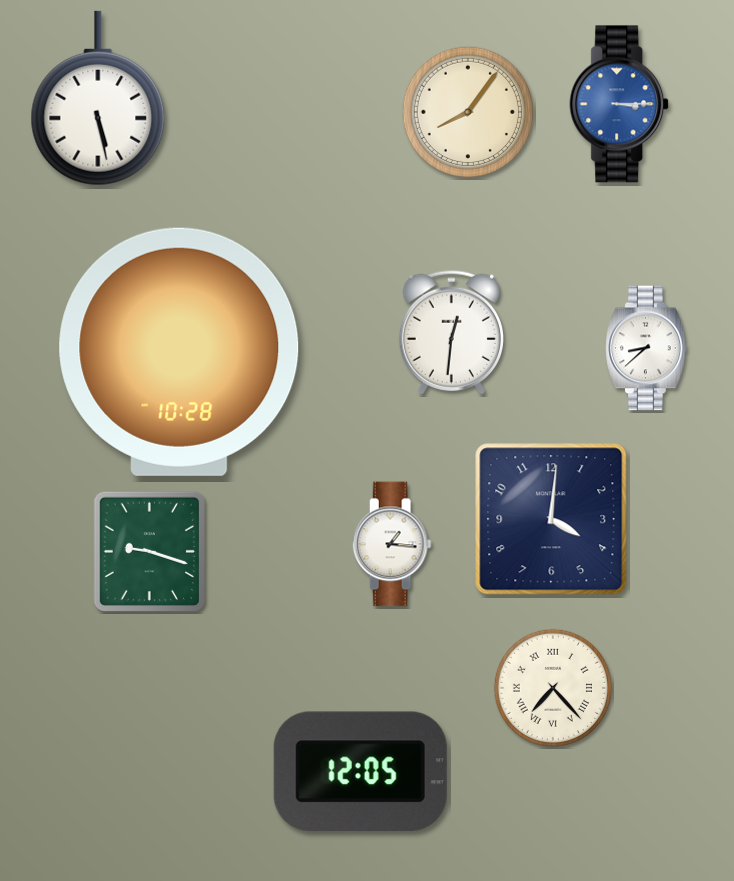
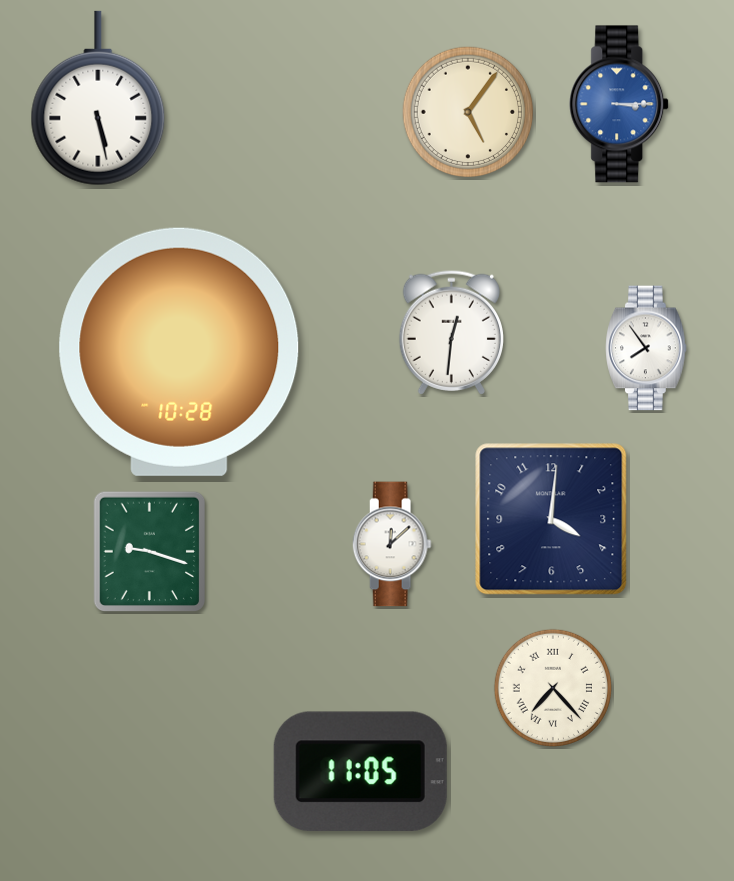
clock at (468, 112): 8:06 -> 5:06
clock at (646, 348): 8:38 -> 7:54
clock at (392, 544): 1:16 -> 12:08
clock at (360, 771): 12:05 -> 11:05
